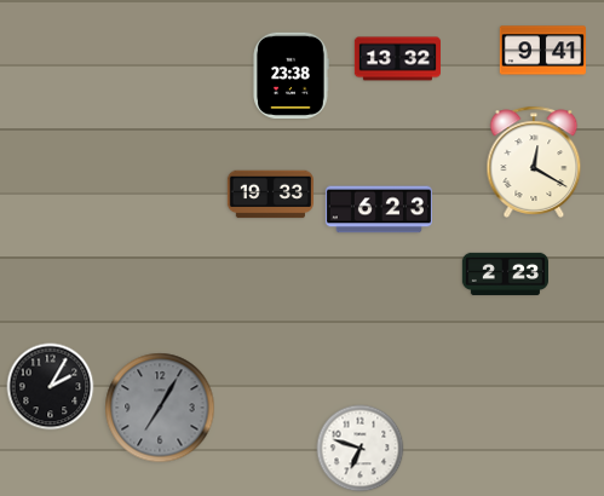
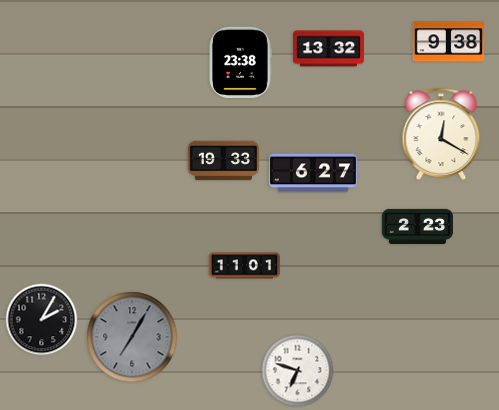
clock at (542, 51): 9:41 -> 9:38
clock at (379, 209): 6:23 -> 6:27
clock at (244, 266): none -> 11:01
